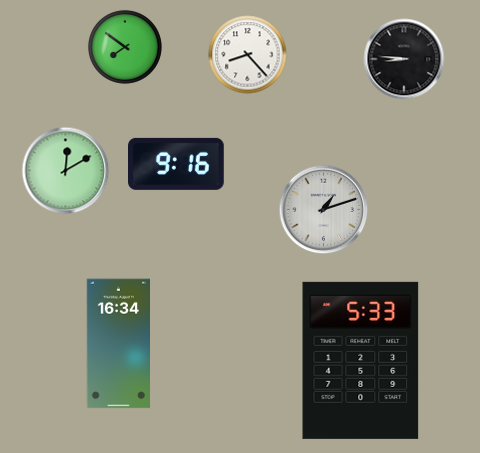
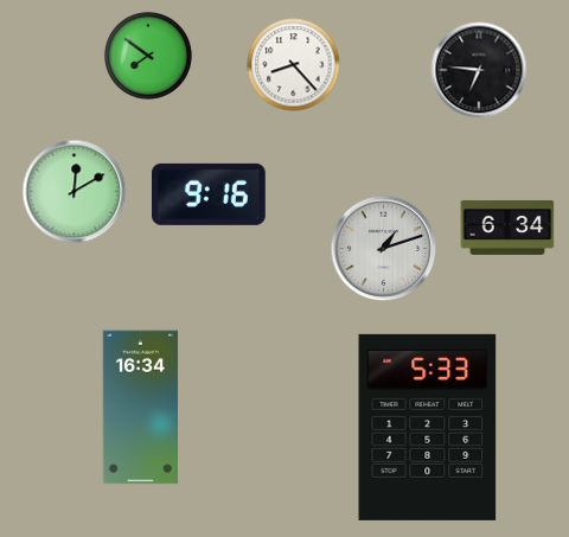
clock at (404, 59): 8:46 -> 6:46
clock at (66, 171) position: (66, 171) -> (75, 192)
clock at (507, 228): none -> 6:34
